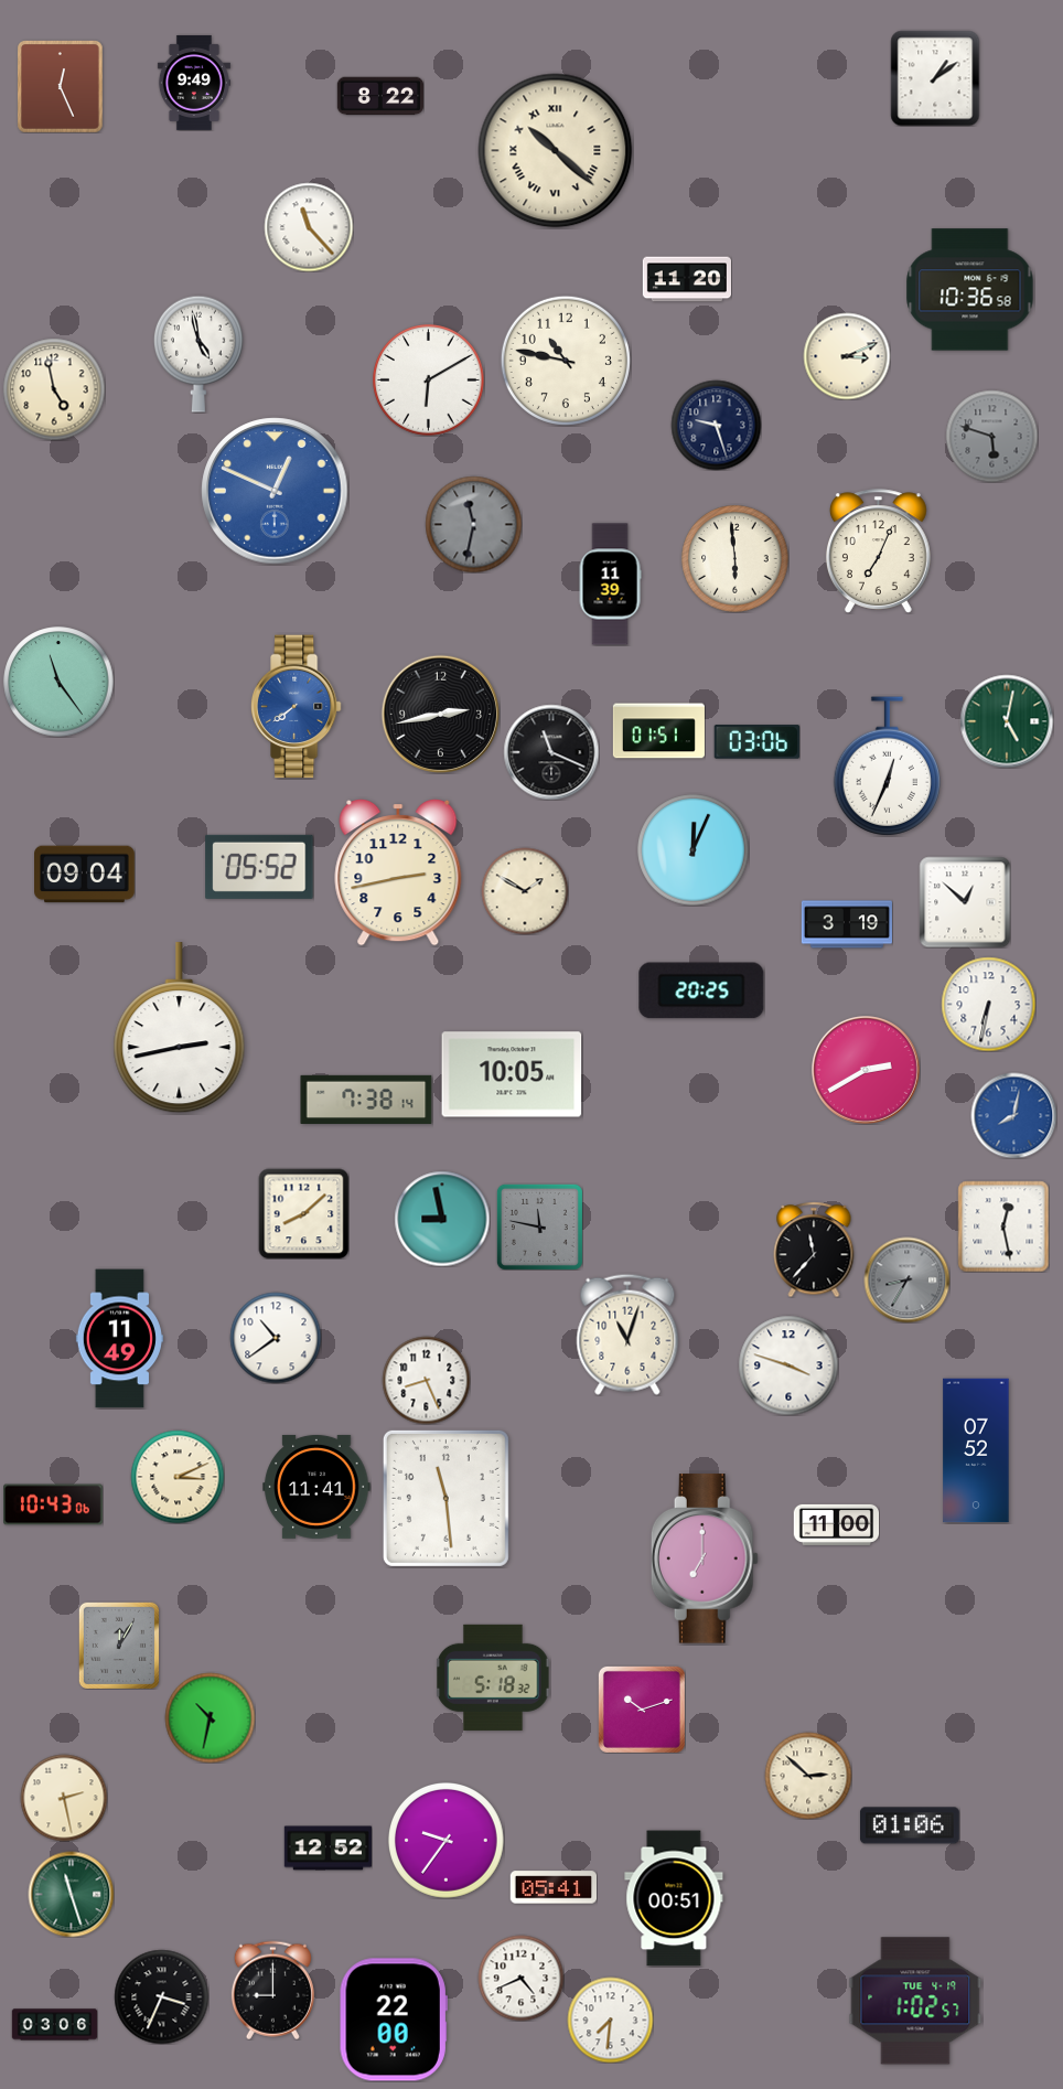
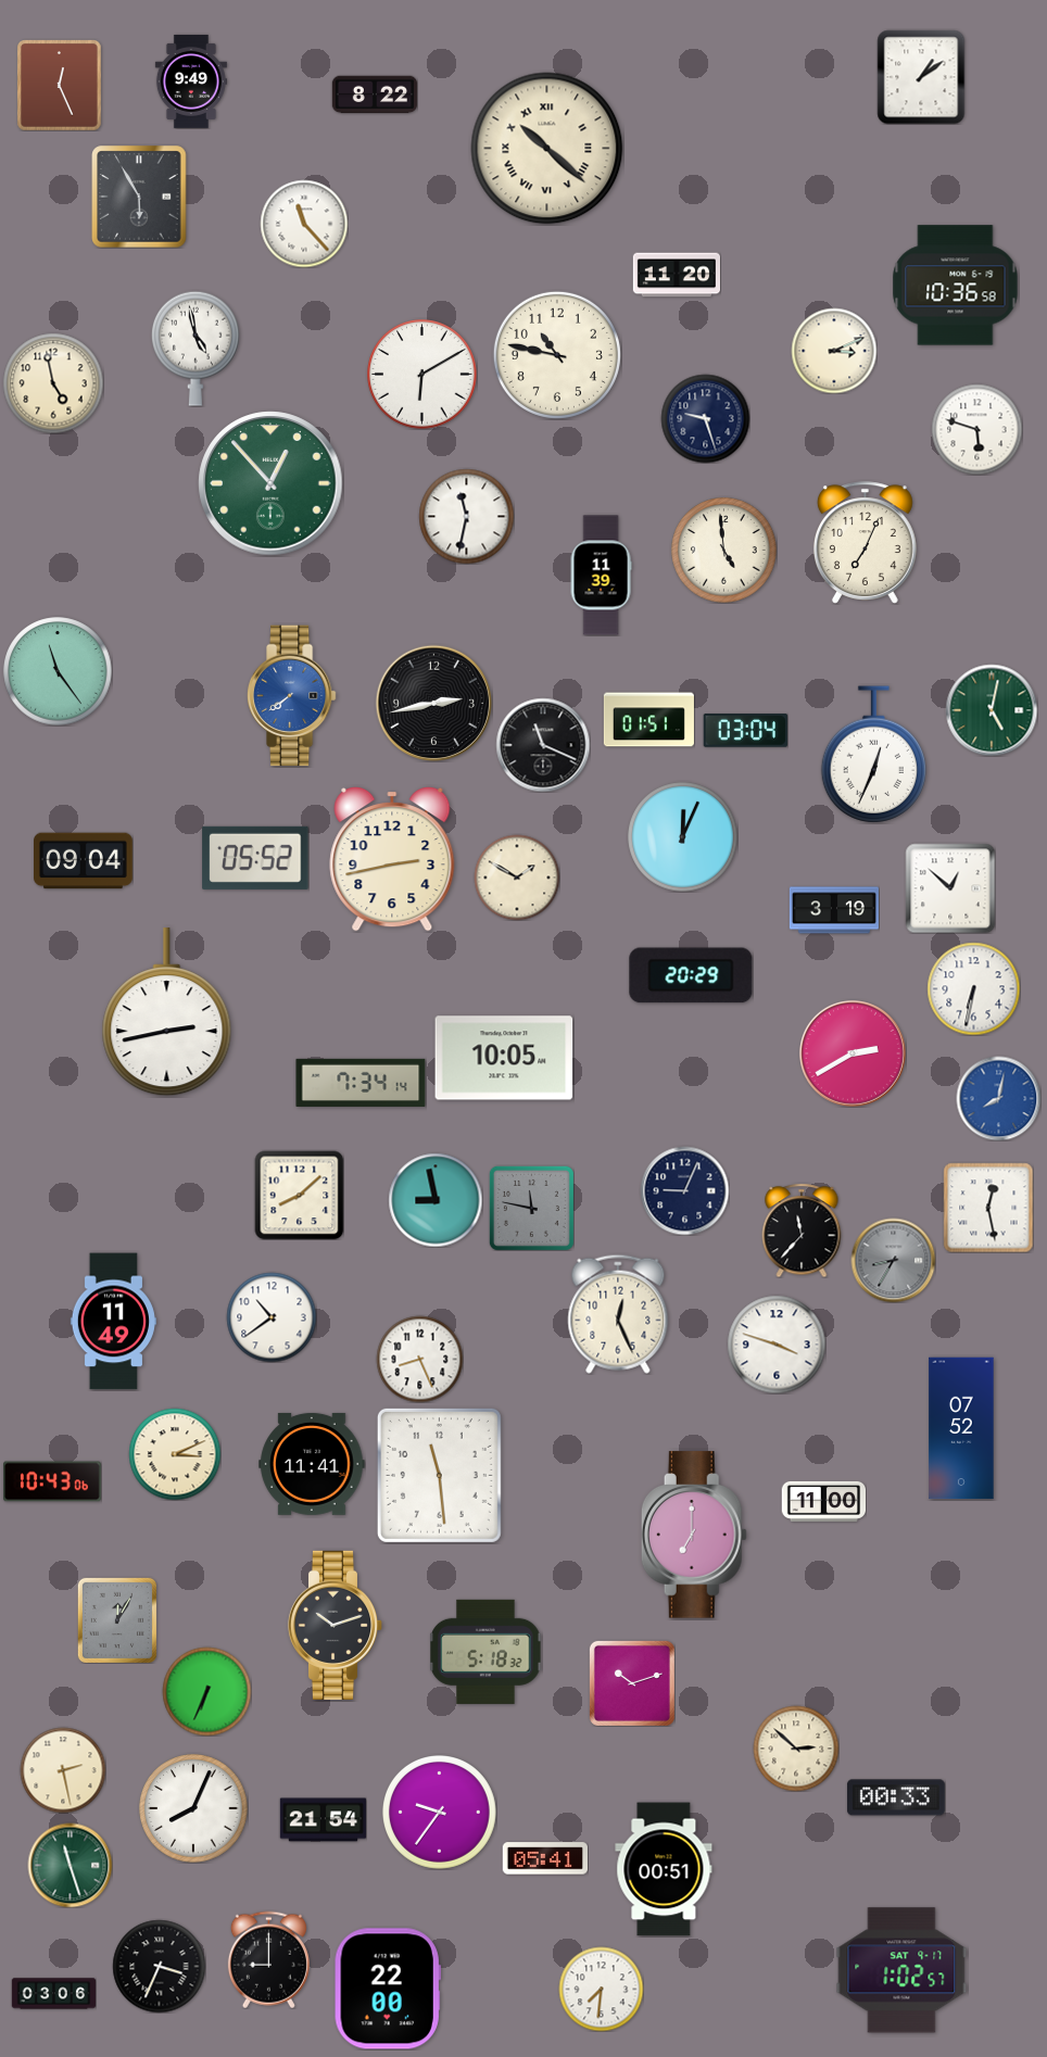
clock at (139, 197): none -> 5:55
clock at (991, 436) dial: grey -> white
clock at (275, 491): 12:49 -> 12:53
clock at (275, 491) dial: blue -> green
clock at (473, 524) dial: grey -> white
clock at (735, 559): 5:59 -> 4:59
clock at (756, 742): 03:06 -> 03:04
clock at (551, 752) position: (551, 752) -> (543, 745)
clock at (259, 867) position: (259, 867) -> (255, 858)
clock at (701, 990): 20:25 -> 20:29
clock at (180, 1028) position: (180, 1028) -> (167, 1012)
clock at (366, 1100): 7:38 -> 7:34
clock at (684, 1190): none -> 9:04
clock at (627, 1335): 11:03 -> 12:26
clock at (119, 1339) position: (119, 1339) -> (113, 1322)
clock at (336, 1625): none -> 10:12
clock at (210, 1717): 10:32 -> 6:34
clock at (910, 1825): 01:06 -> 00:33
clock at (193, 1808): none -> 8:04
clock at (328, 1849): 12:52 -> 21:54
clock at (520, 1978): 4:41 -> none
clock at (915, 2001) date: TUE 4-19 -> SAT 9-17
